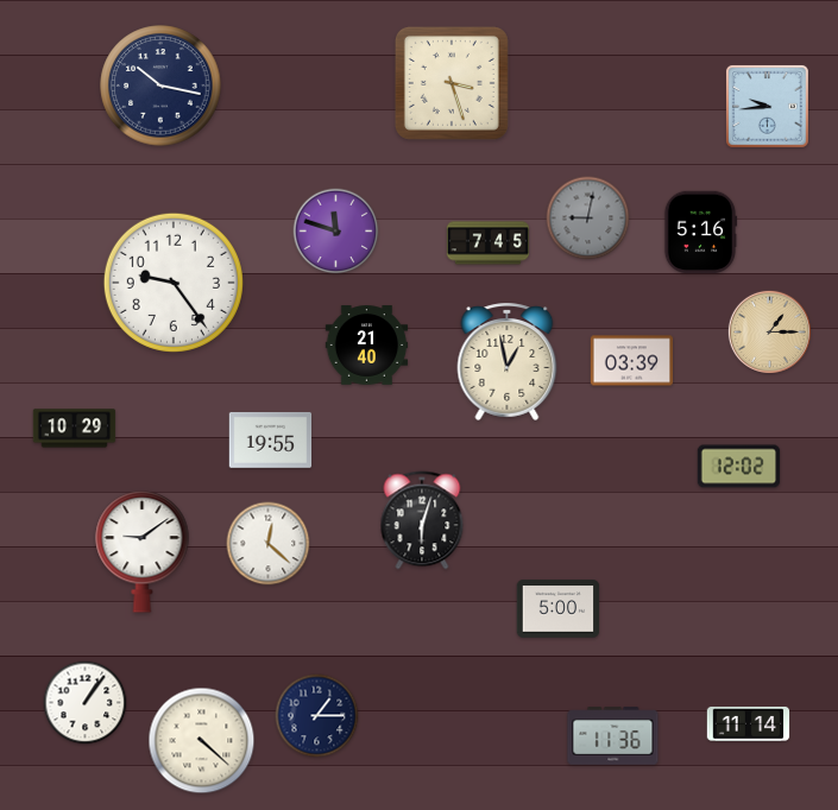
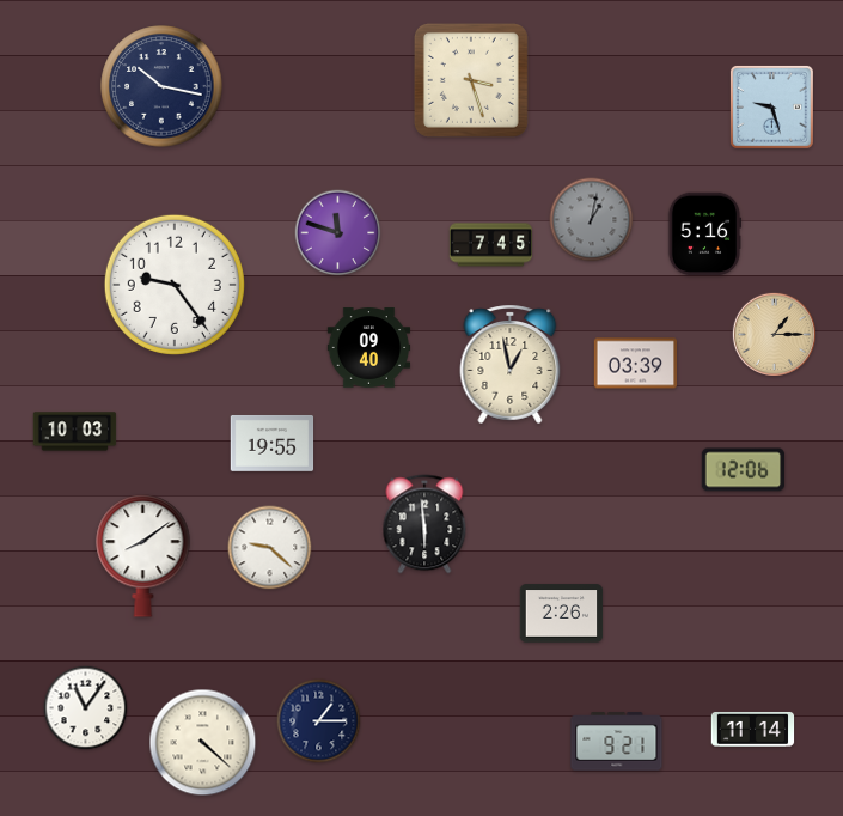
clock at (452, 83) position: (452, 83) -> (471, 80)
clock at (768, 107): 9:44 -> 9:27
clock at (588, 219): 9:02 -> 1:02
clock at (367, 346): 21:40 -> 09:40
clock at (75, 429): 10:29 -> 10:03
clock at (739, 467): 12:02 -> 12:06
clock at (422, 520): 6:03 -> 5:59
clock at (269, 544): 12:22 -> 9:22
clock at (143, 552): 9:09 -> 8:09
clock at (559, 609): 5:00 -> 2:26
clock at (86, 703): 1:06 -> 11:06
clock at (613, 736): 11:36 -> 9:21
clock at (202, 741) position: (202, 741) -> (203, 743)
